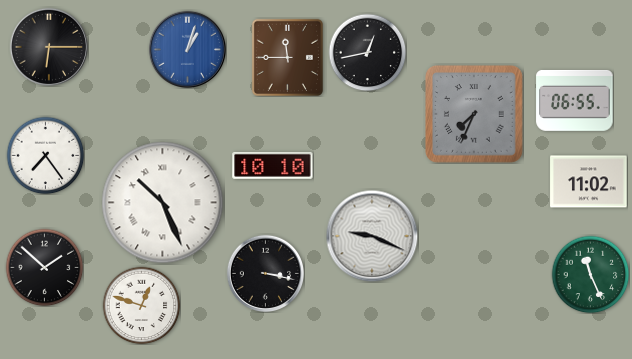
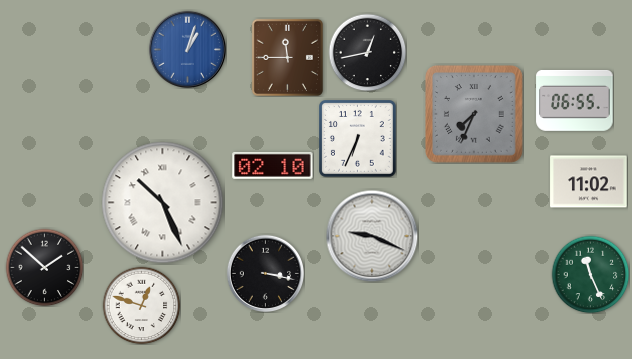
clock at (48, 46): 6:15 -> none
clock at (358, 139): none -> 6:34
clock at (45, 155): 7:24 -> none
clock at (273, 165): 10:10 -> 02:10
